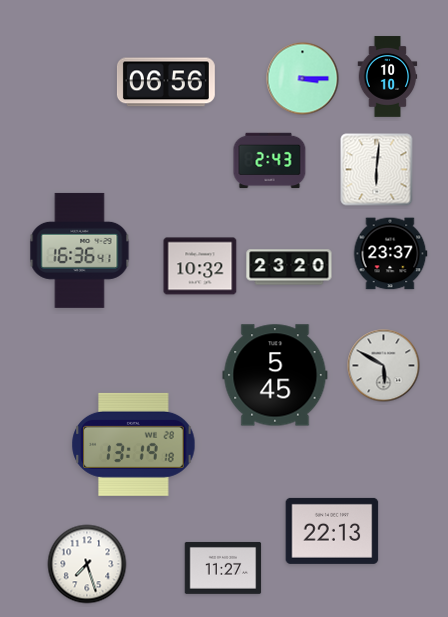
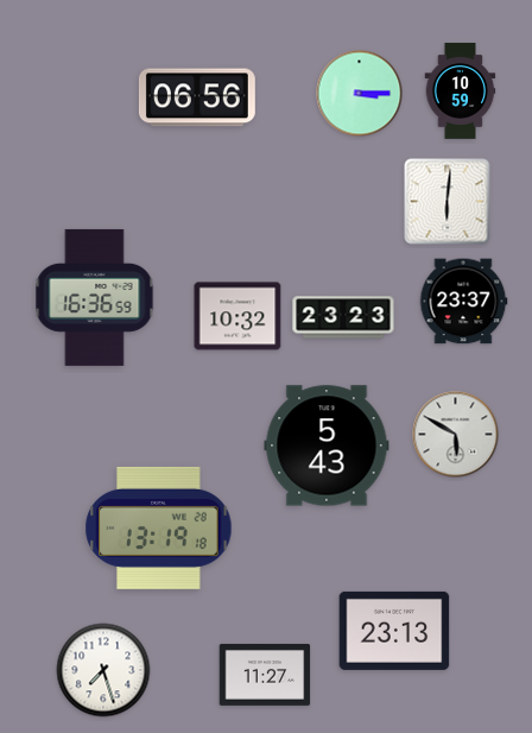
clock at (388, 77): 10:10 -> 10:59
clock at (270, 161): 2:43 -> none
clock at (80, 250): 16:36:41 -> 16:36:59
clock at (289, 267): 23:20 -> 23:23
clock at (275, 375): 5:45 -> 5:43
clock at (332, 531): 22:13 -> 23:13
